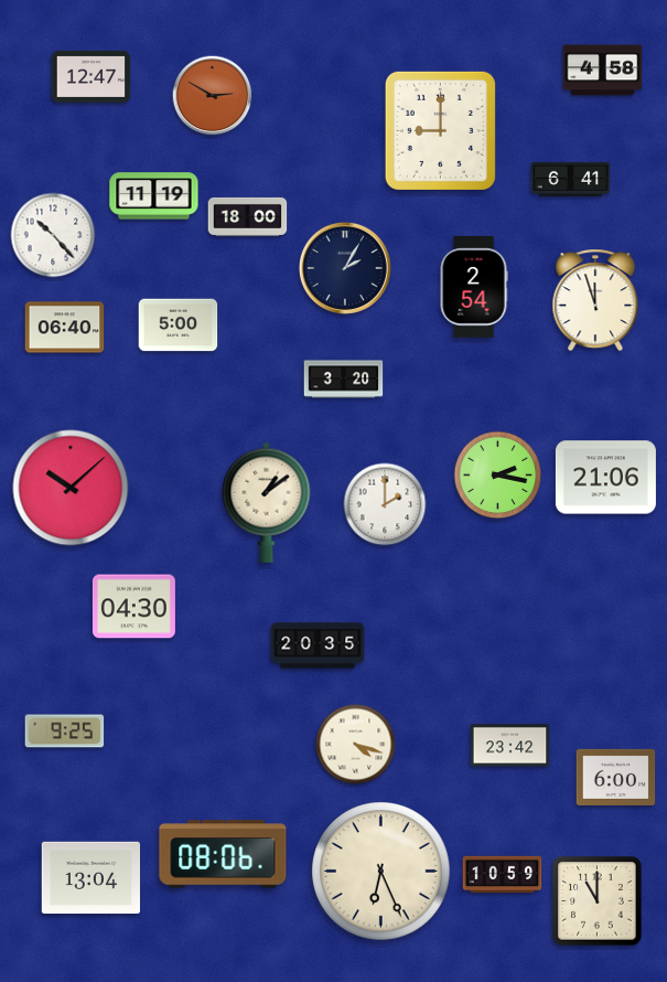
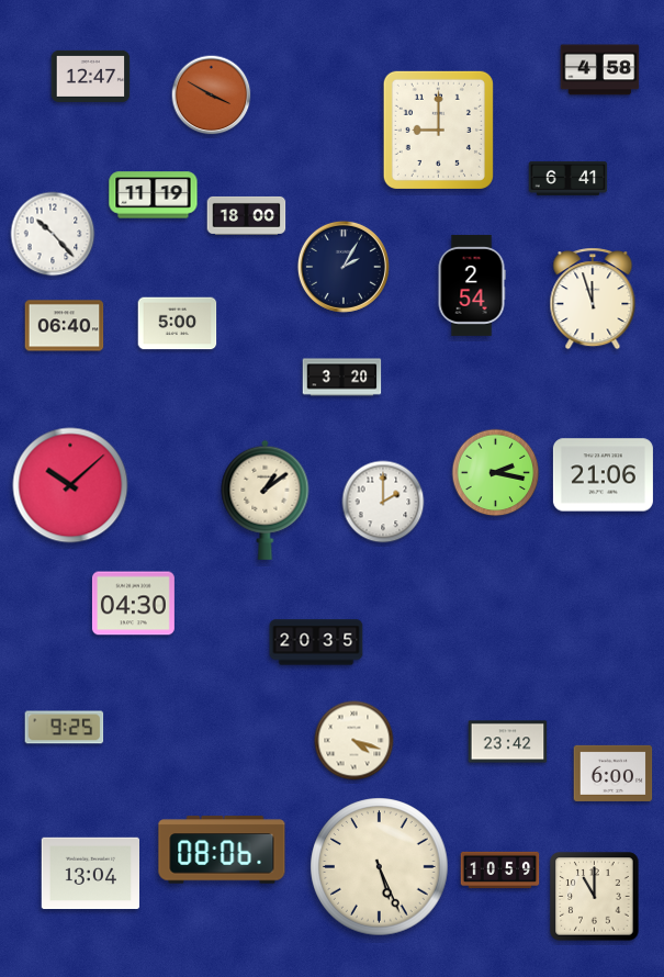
clock at (213, 96): 2:50 -> 3:50
clock at (381, 872): 6:26 -> 5:26
